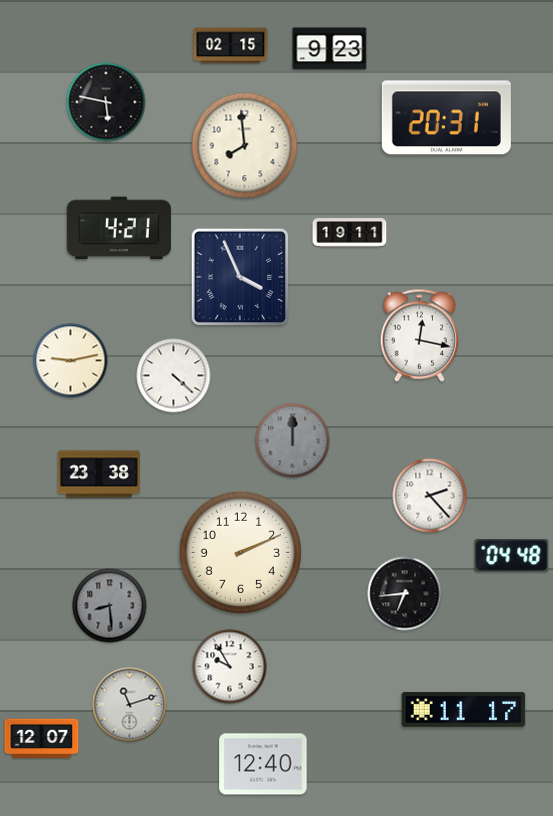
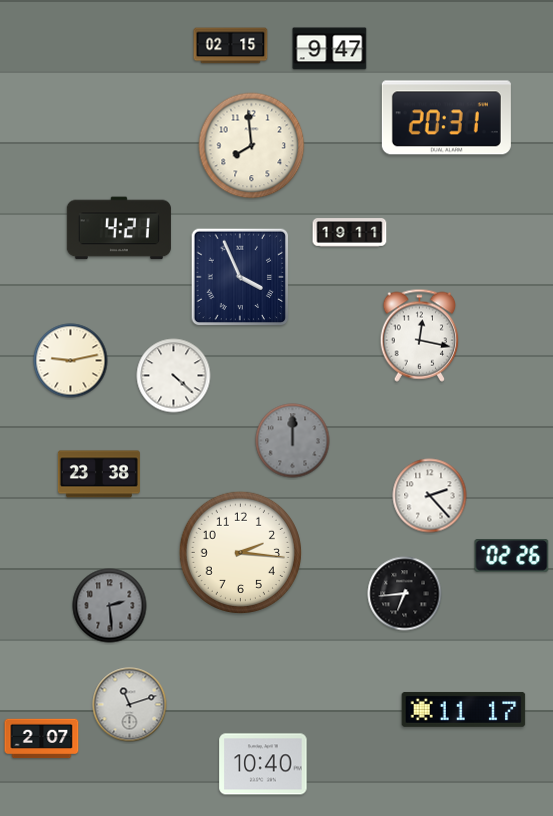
clock at (330, 49): 9:23 -> 9:47
clock at (106, 102): 5:47 -> none
clock at (245, 146) position: (245, 146) -> (252, 146)
clock at (240, 552): 2:11 -> 2:16
clock at (512, 556): 04:48 -> 02:26
clock at (110, 606): 8:29 -> 2:29
clock at (230, 667): 9:55 -> none
clock at (42, 739): 12:07 -> 2:07
clock at (263, 764): 12:40 -> 10:40
